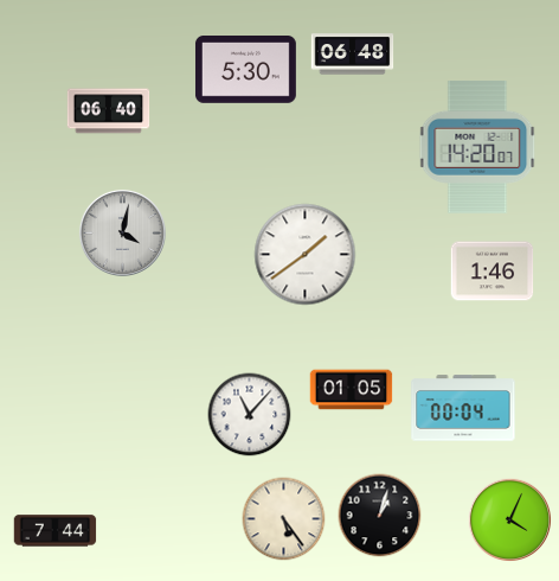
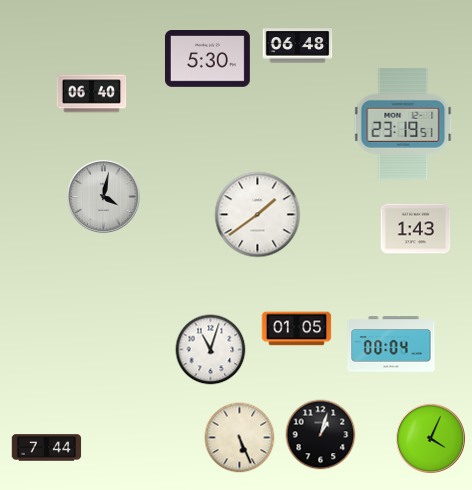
clock at (477, 148): 14:20 -> 23:19
clock at (493, 272): 1:46 -> 1:43
clock at (250, 415): 11:07 -> 11:03
clock at (284, 519): 5:24 -> 5:26
